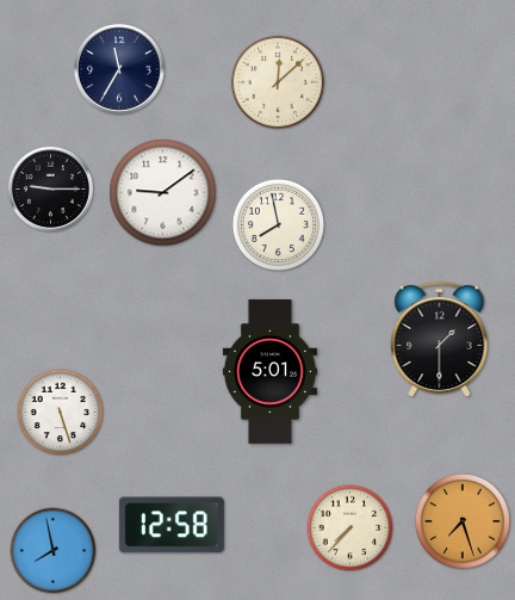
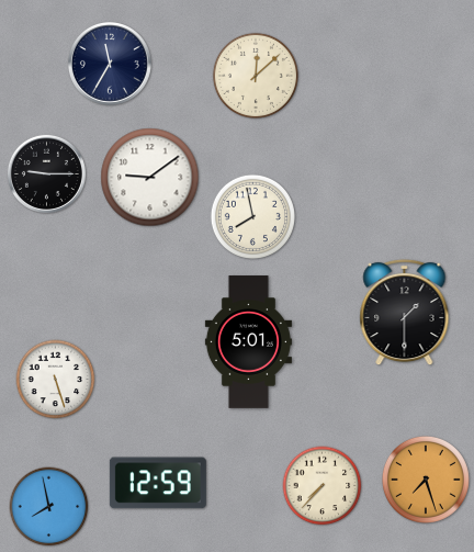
clock at (278, 224) position: (278, 224) -> (252, 216)
clock at (172, 525): 12:58 -> 12:59
